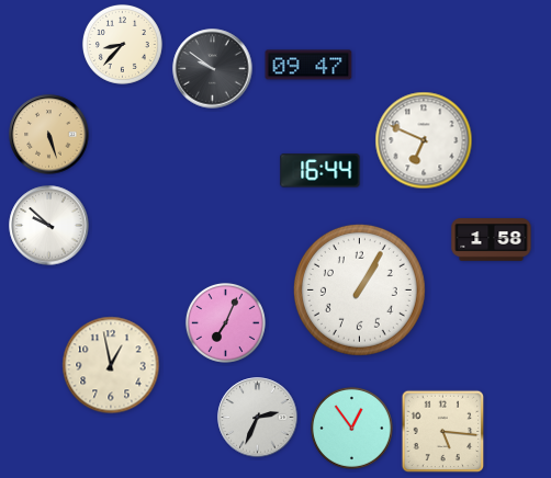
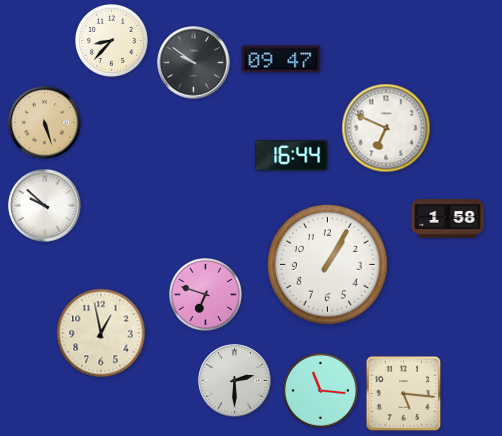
clock at (226, 323): 7:04 -> 6:48
clock at (258, 418): 2:34 -> 2:30
clock at (352, 429): 12:54 -> 11:16
